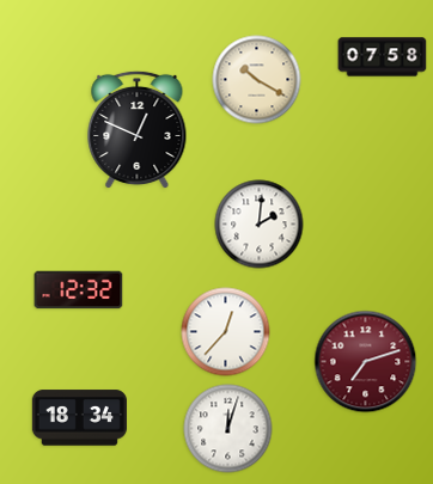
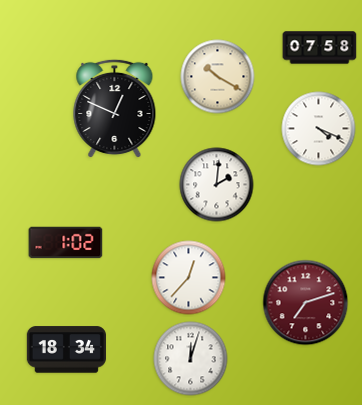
clock at (257, 80) position: (257, 80) -> (218, 77)
clock at (319, 129): none -> 4:19
clock at (260, 225) position: (260, 225) -> (217, 185)
clock at (79, 290): 12:32 -> 1:02
